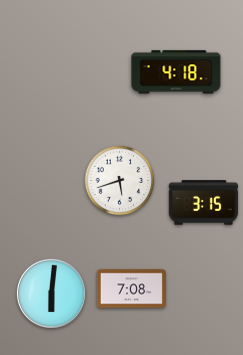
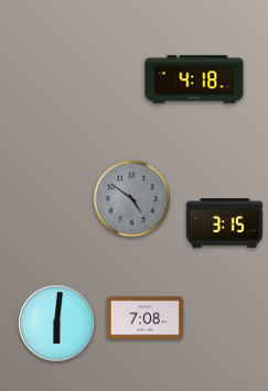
clock at (120, 181): 5:42 -> 4:51
clock at (120, 181) dial: white -> grey
